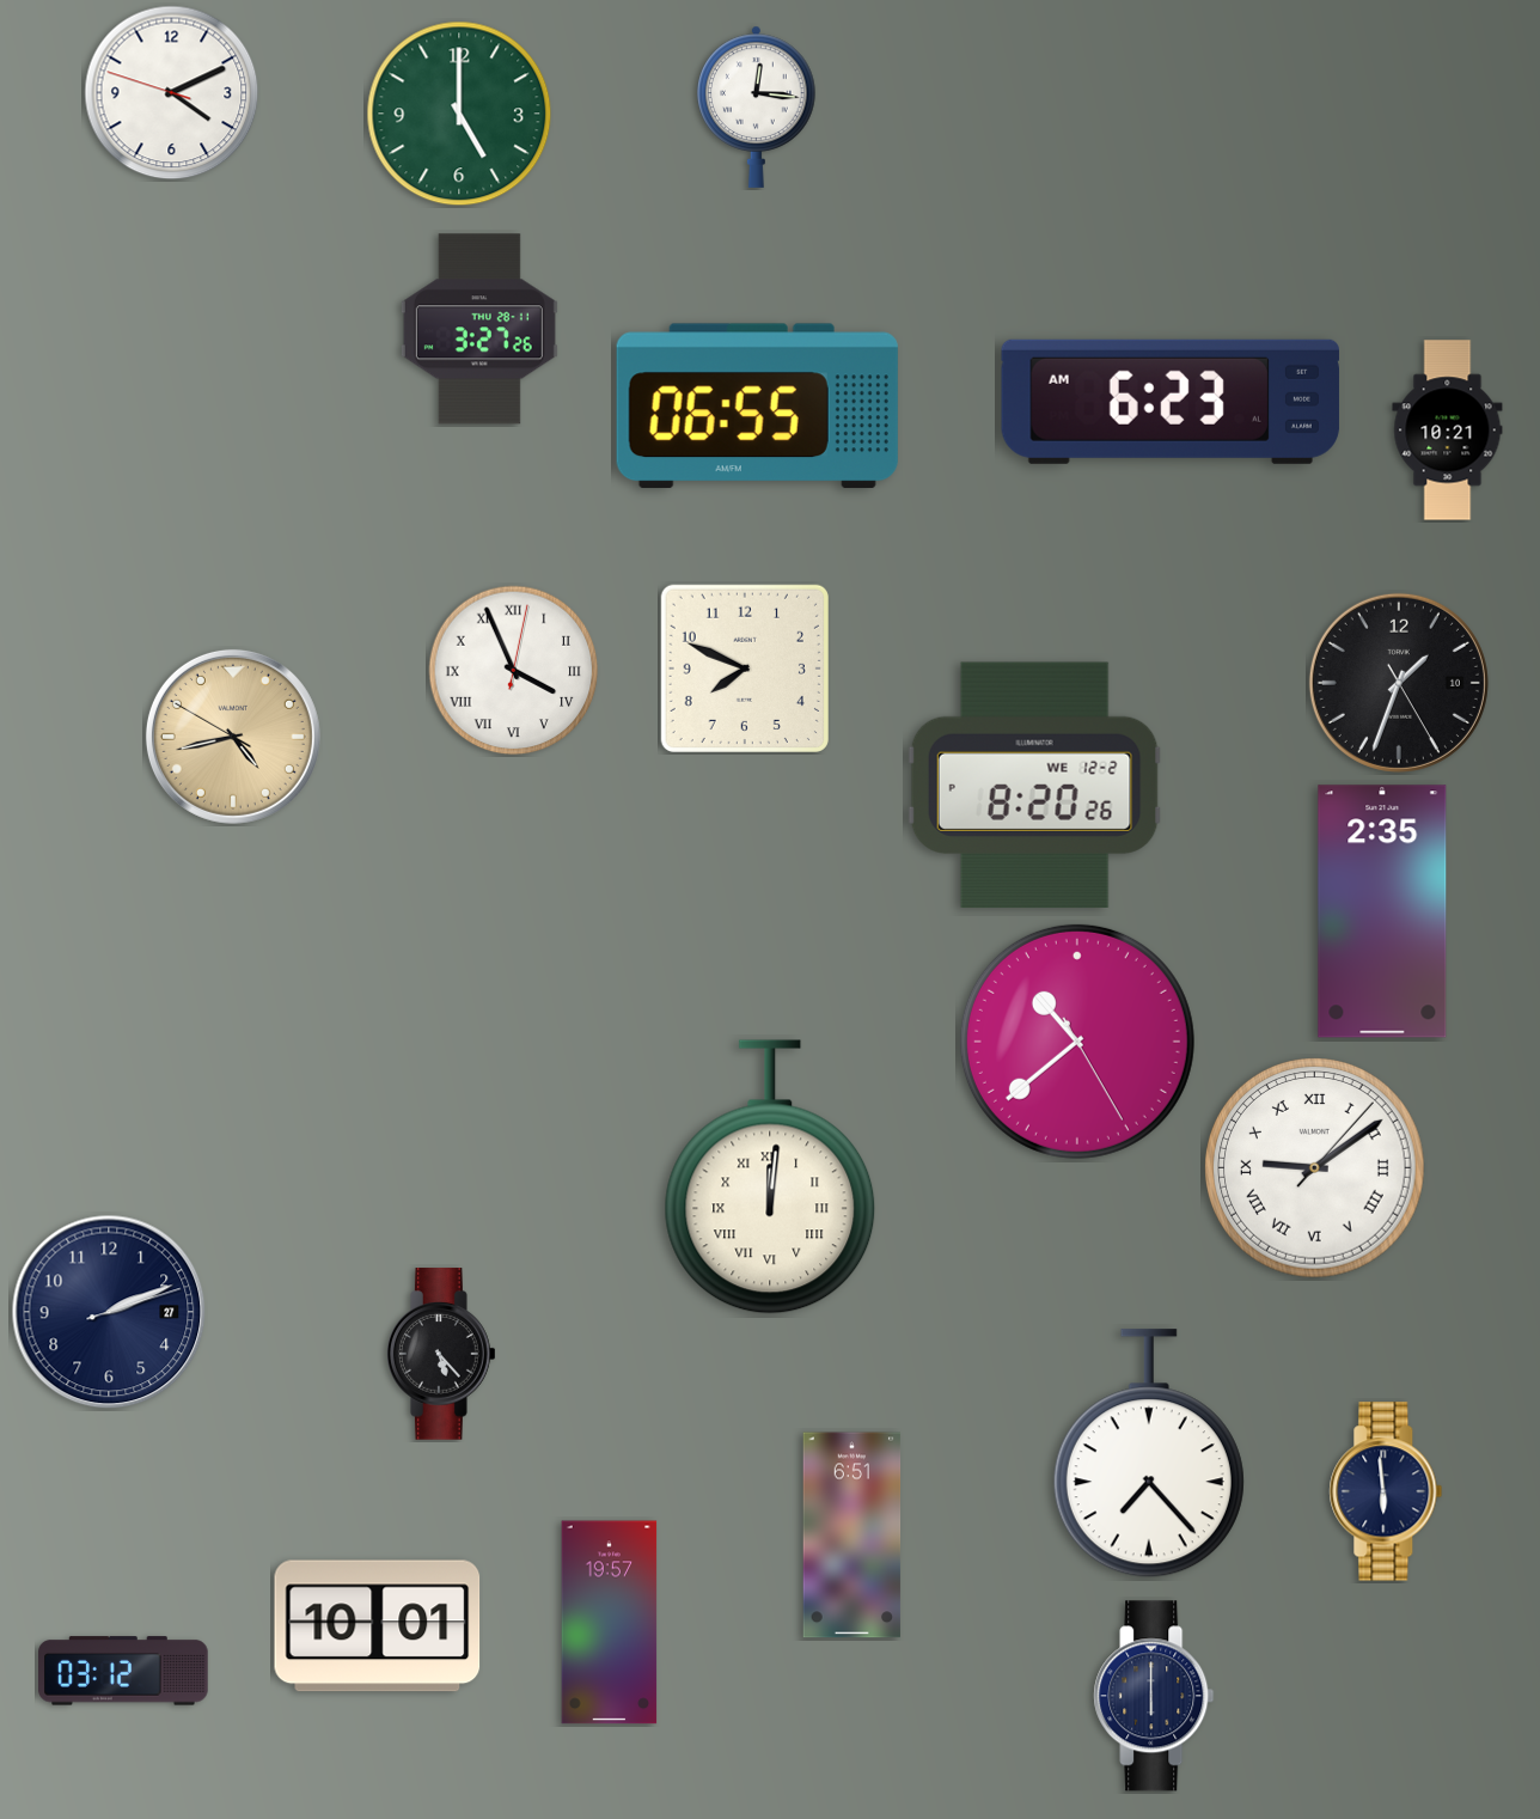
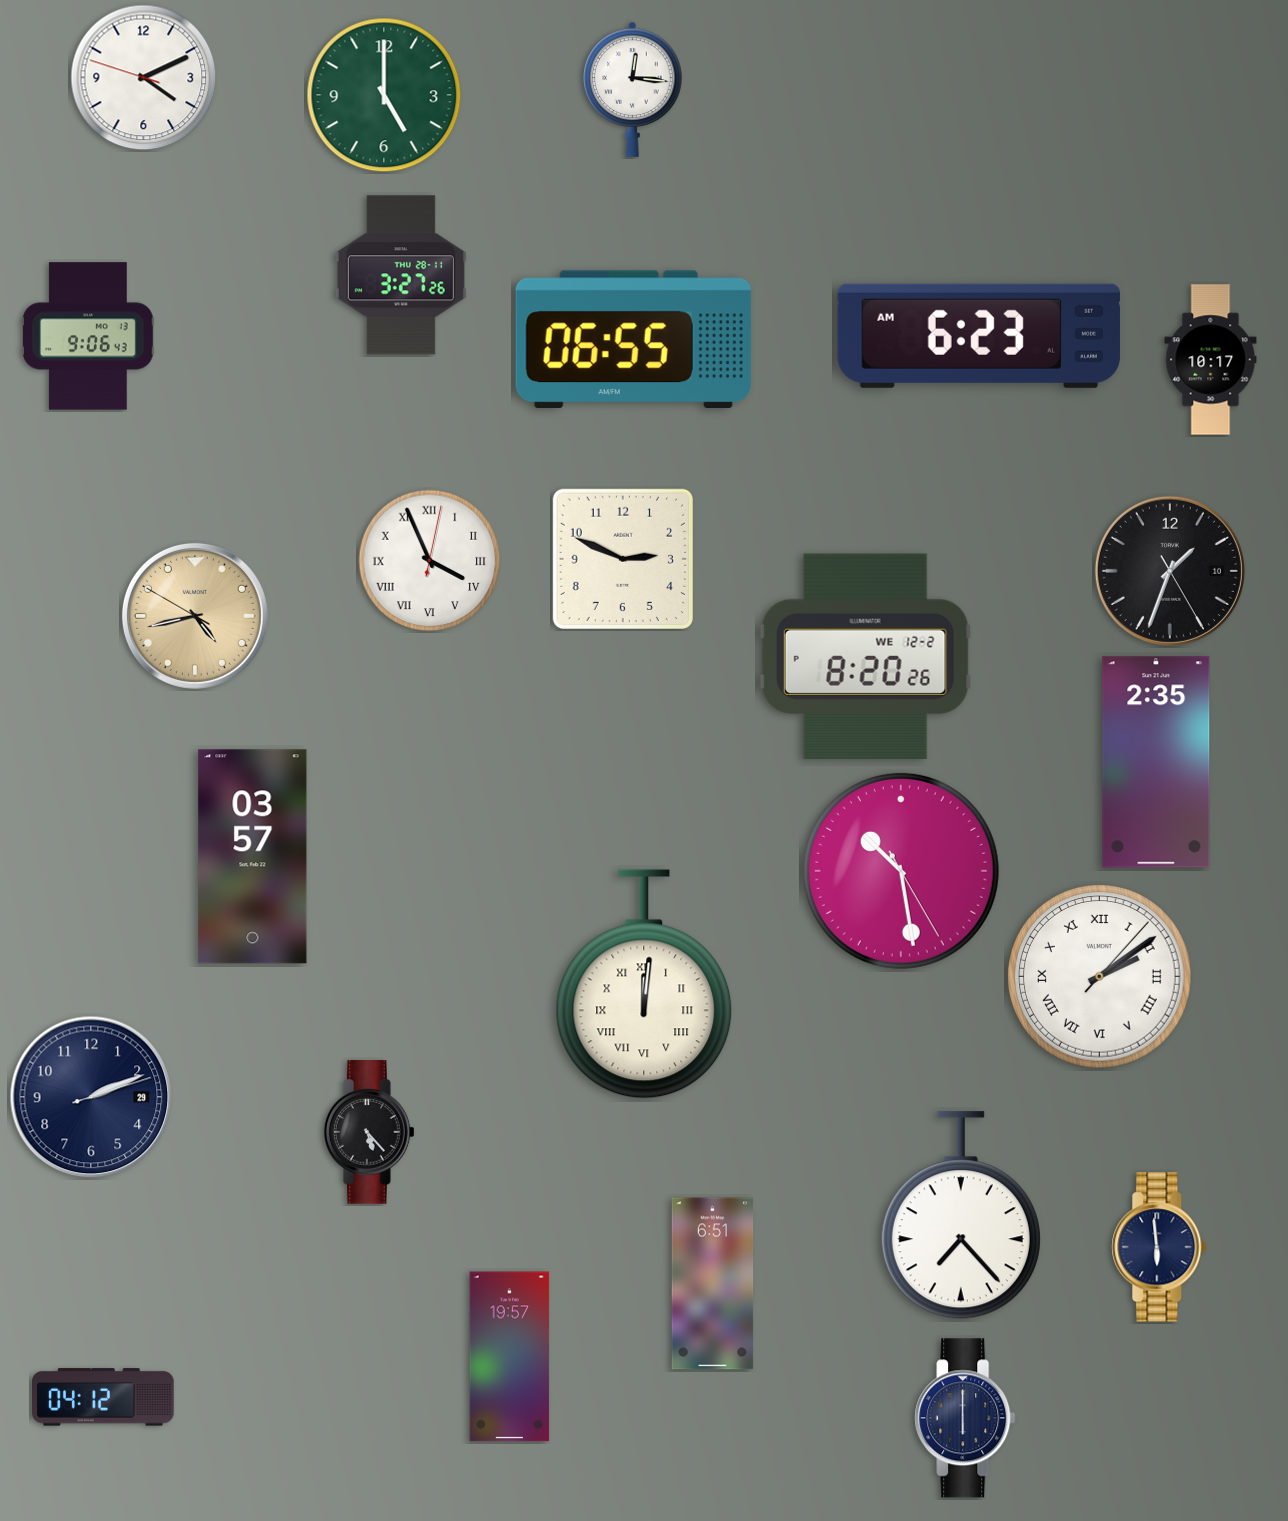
clock at (88, 336): none -> 9:06
clock at (1448, 431): 10:21 -> 10:17
clock at (745, 669): 7:49 -> 2:49
clock at (253, 857): none -> 03:57
clock at (1077, 1042): 10:38 -> 10:28
clock at (1315, 1168): 9:09 -> 2:09
clock at (109, 1312) date: 27 -> 29
clock at (378, 1626): 10:01 -> none
clock at (124, 1671): 03:12 -> 04:12
